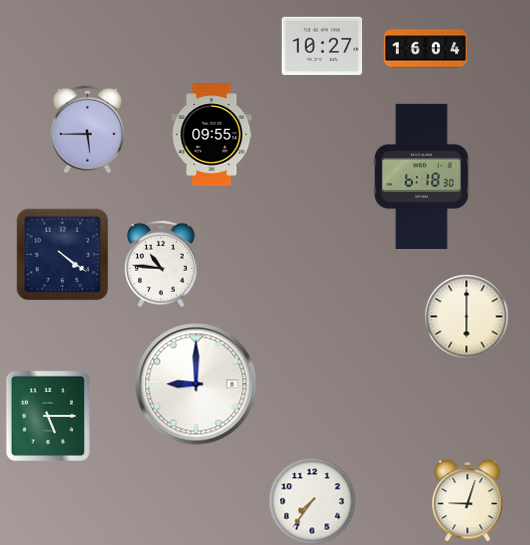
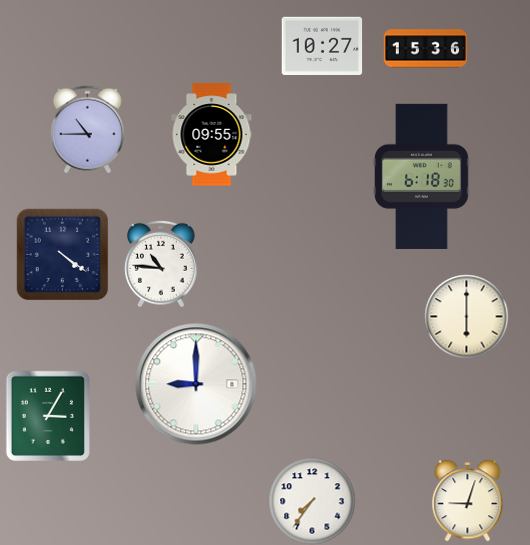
clock at (425, 49): 16:04 -> 15:36
clock at (87, 129): 5:45 -> 10:45
clock at (48, 415): 5:15 -> 3:05
